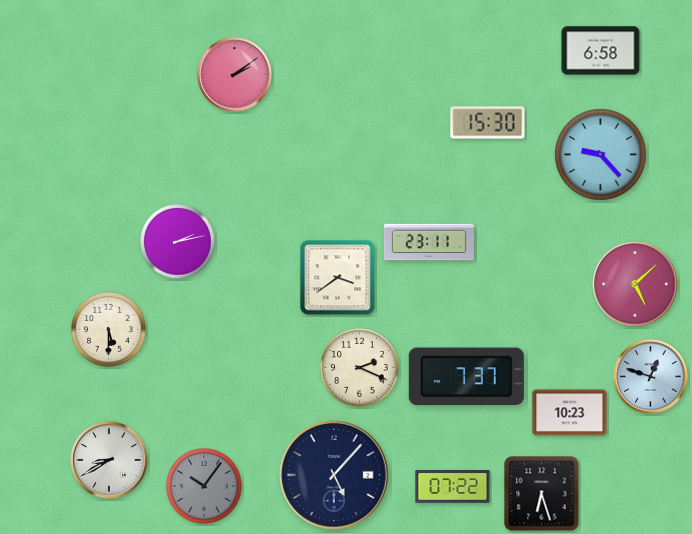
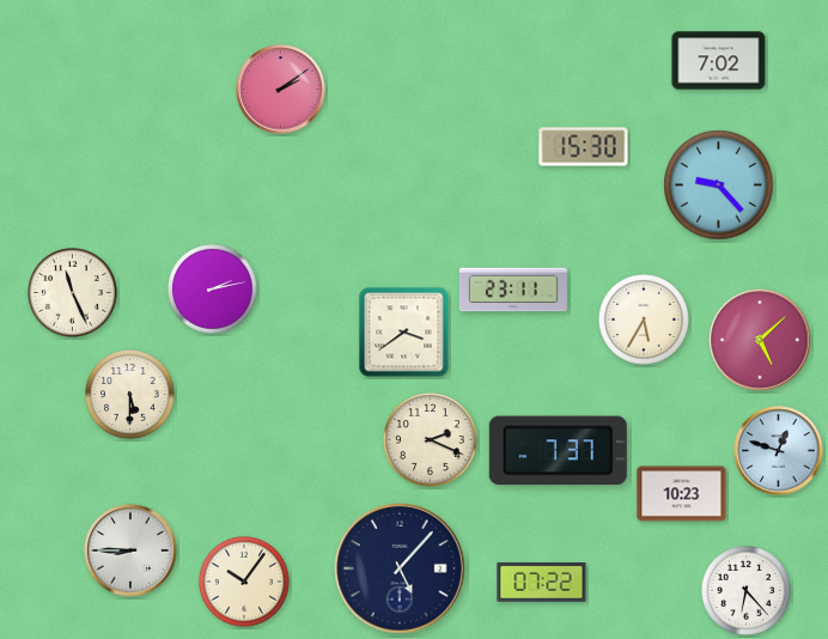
clock at (601, 51): 6:58 -> 7:02
clock at (73, 293): none -> 11:26
clock at (645, 321): none -> 5:35
clock at (109, 460): 8:40 -> 8:45
clock at (205, 487) dial: grey -> cream
clock at (542, 494): 6:27 -> none
clock at (747, 591): none -> 6:23
